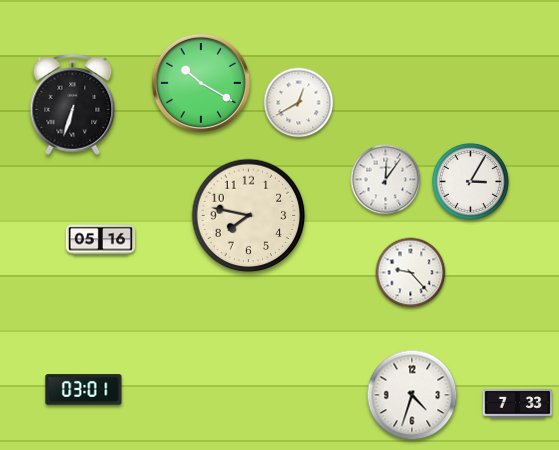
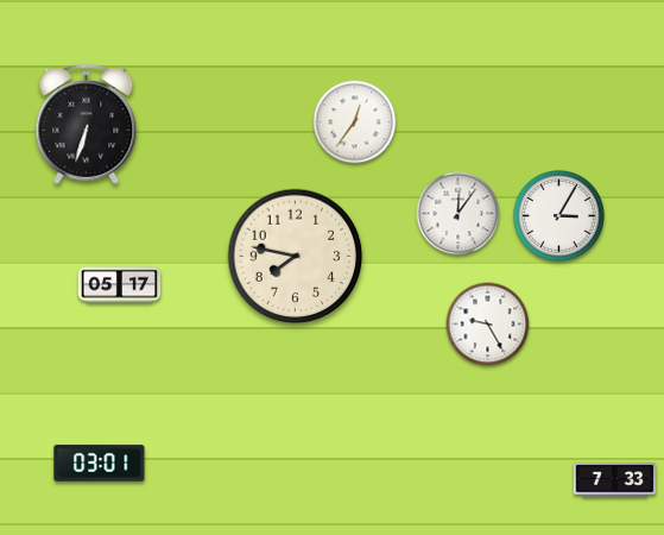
clock at (201, 83): 10:20 -> none
clock at (299, 103): 12:40 -> 12:36
clock at (101, 240): 05:16 -> 05:17
clock at (411, 273): 9:23 -> 9:25
clock at (412, 395): 4:33 -> none
